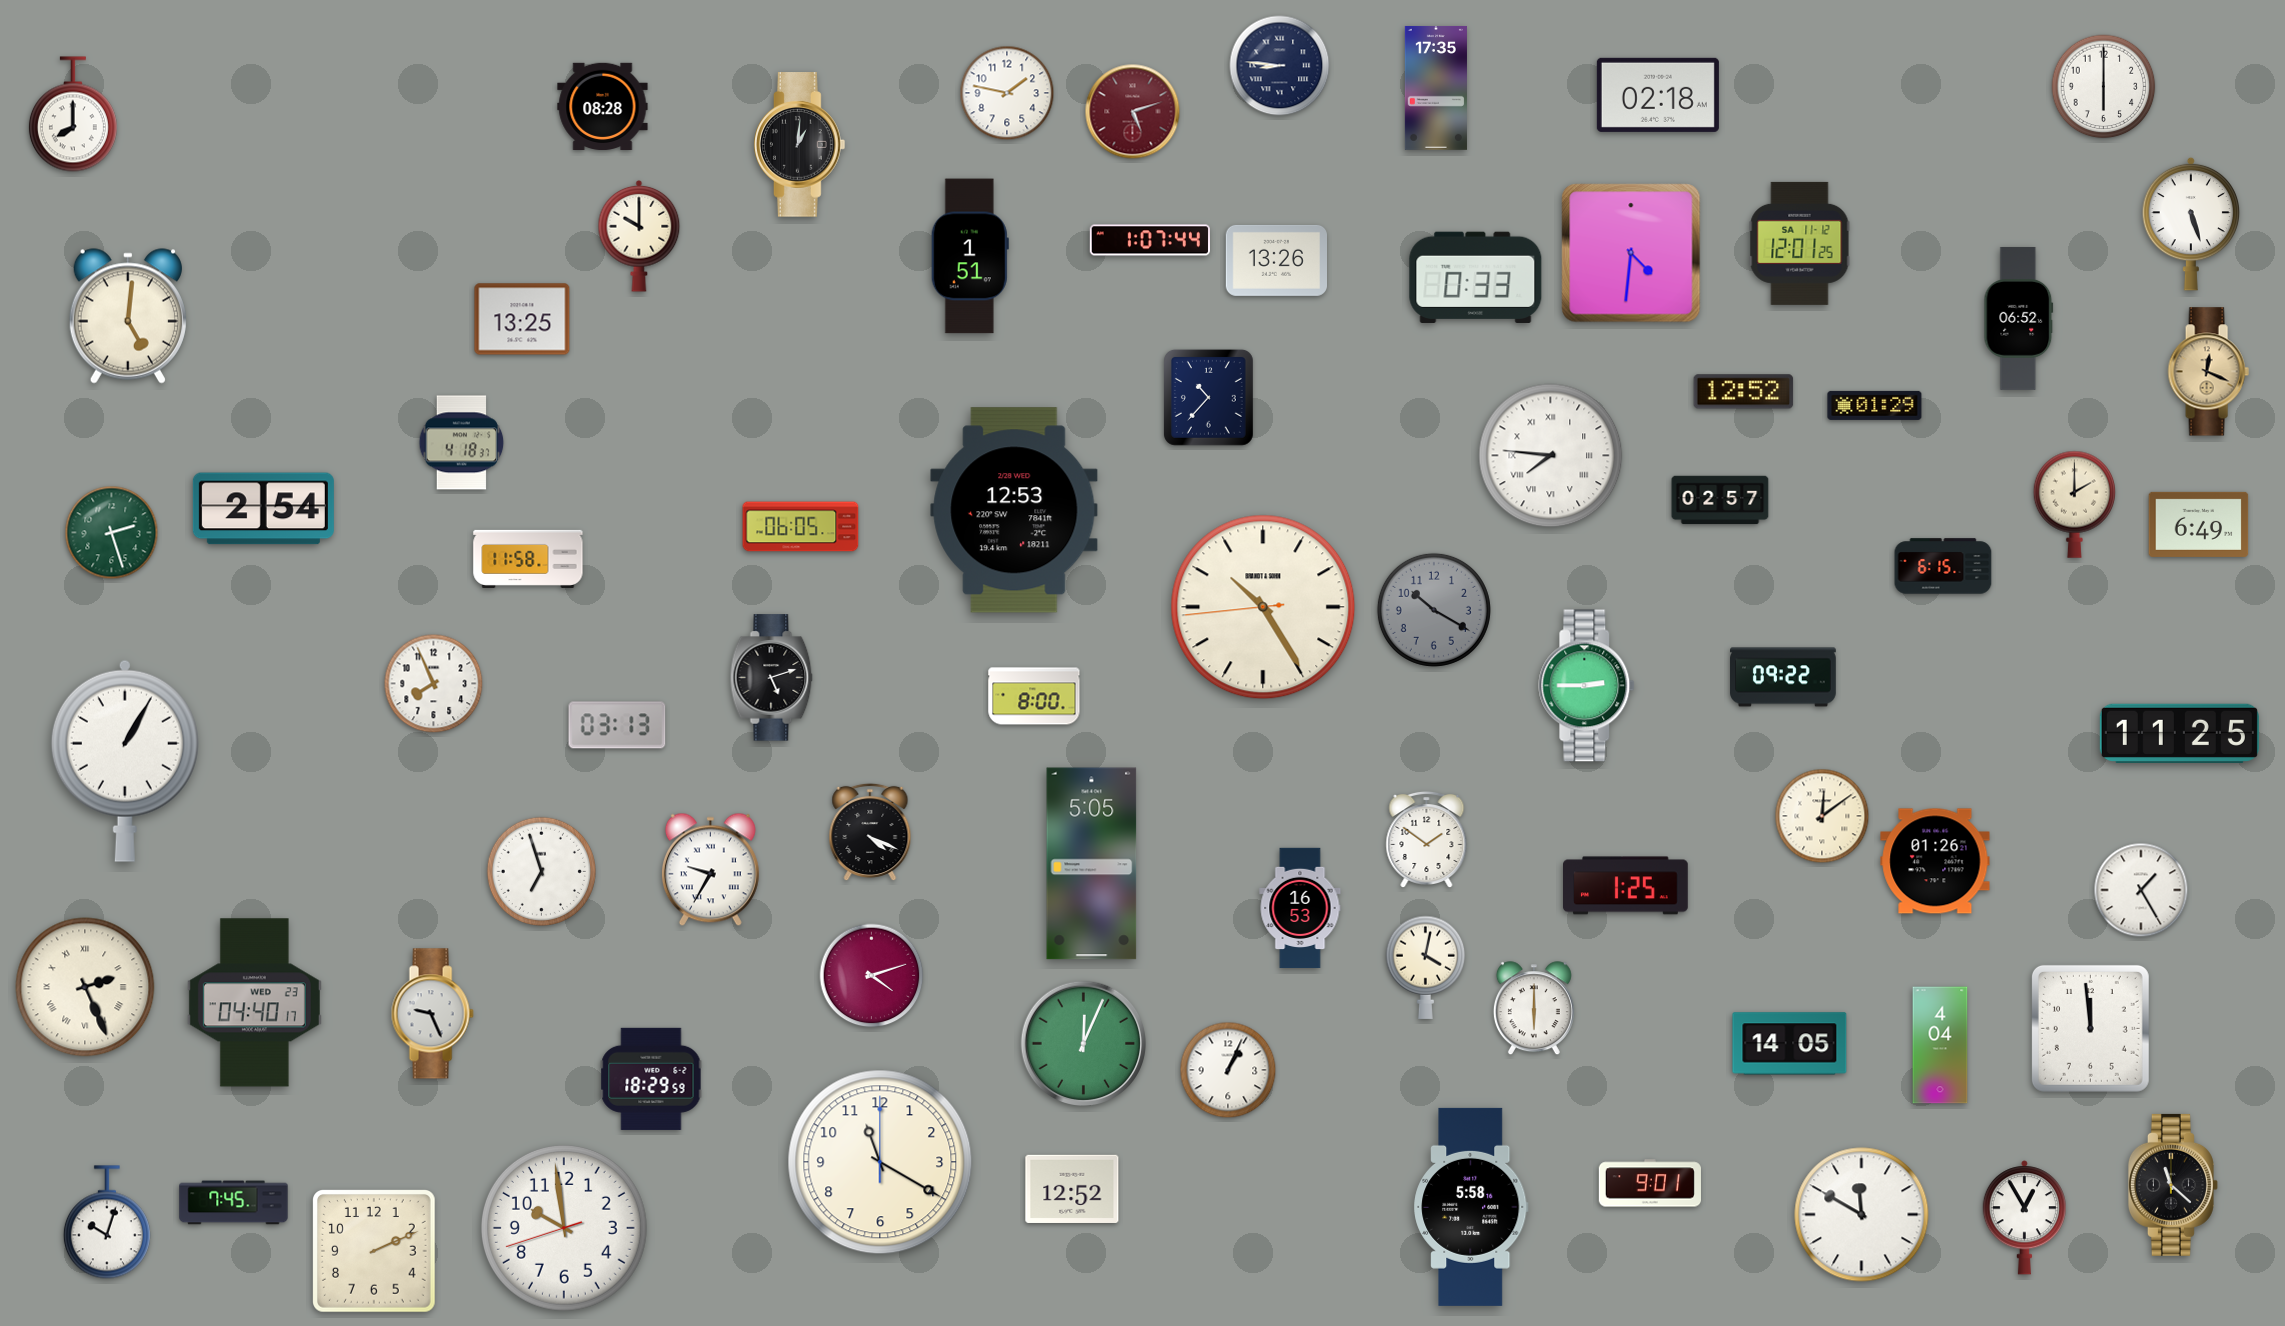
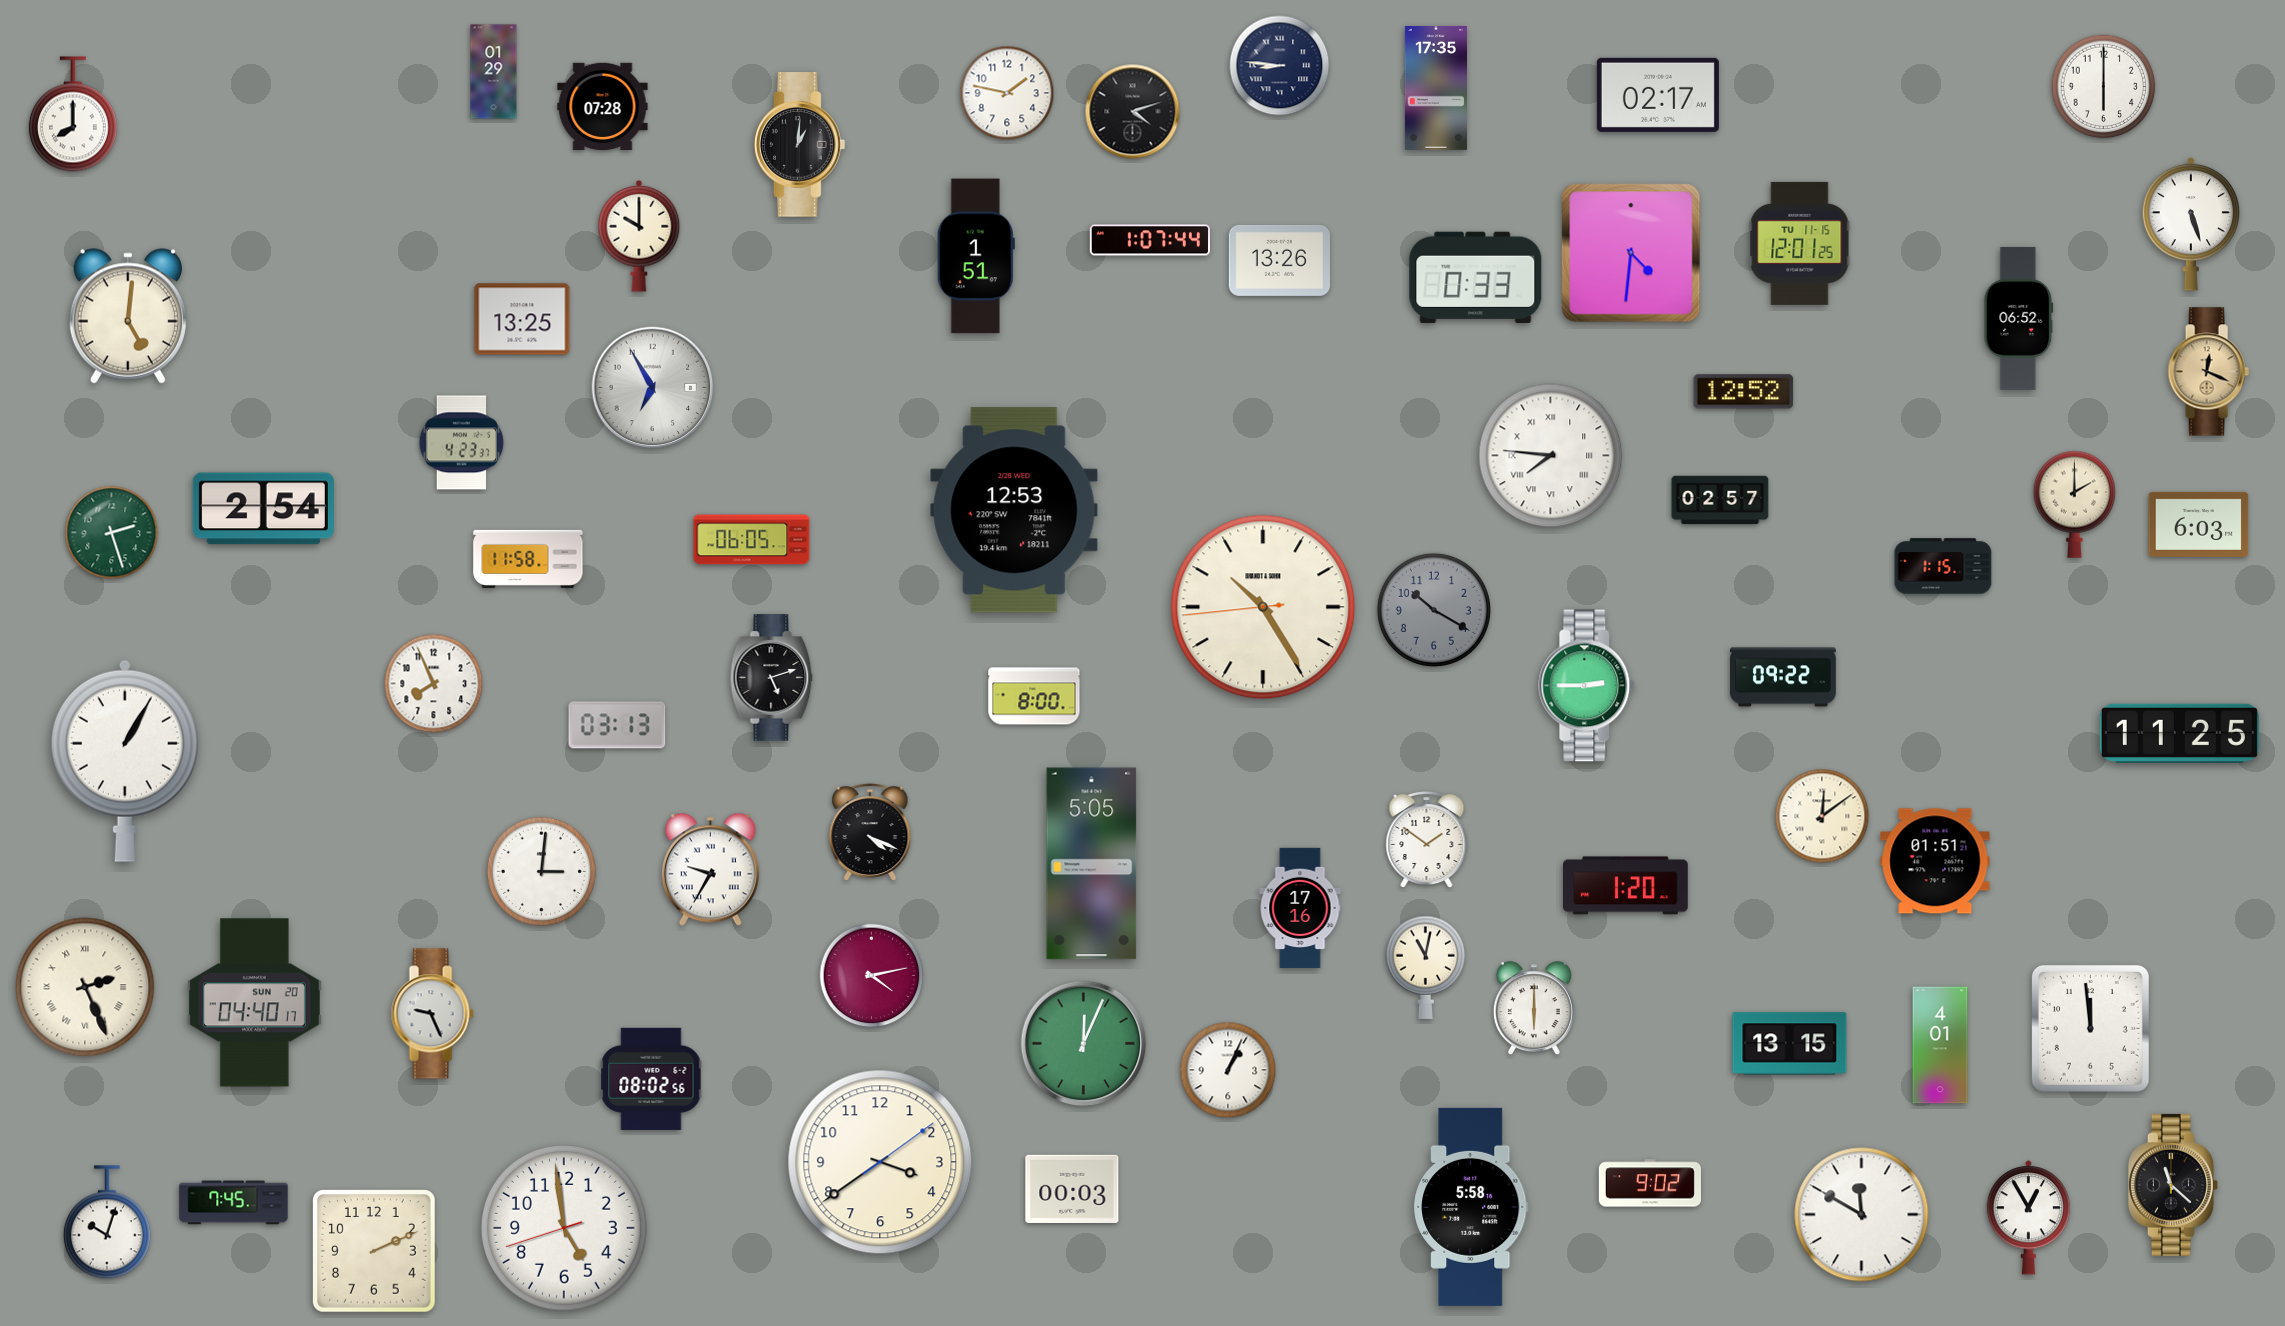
clock at (494, 72): none -> 01:29
clock at (1658, 95): 02:18 -> 02:17
clock at (603, 106): 08:28 -> 07:28
clock at (1133, 112): 5:12 -> 4:12
clock at (1133, 112) dial: burgundy -> black
clock at (1800, 243) date: SA 11-12 -> TU 11-15
clock at (970, 256) position: (970, 256) -> (976, 256)
clock at (1276, 260) position: (1276, 260) -> (1279, 260)
clock at (653, 388): none -> 6:55
clock at (1208, 397): 10:37 -> none
clock at (1875, 405): 01:29 -> none
clock at (462, 443): 4:18 -> 4:23
clock at (2199, 524): 6:49 -> 6:03
clock at (801, 527) position: (801, 527) -> (752, 540)
clock at (1943, 566): 6:15 -> 1:15
clock at (1935, 861): 01:26 -> 01:51
clock at (541, 871): 6:57 -> 3:01
clock at (1626, 886): 1:25 -> 1:20
clock at (2141, 890): 1:25 -> none
clock at (1300, 908): 16:53 -> 17:16
clock at (1426, 967): 4:02 -> 11:02
clock at (872, 976): 4:12 -> 4:13
clock at (254, 1003) date: WED 23 -> SUN 20
clock at (1790, 1044): 14:05 -> 13:15
clock at (1940, 1045): 4:04 -> 4:01
clock at (651, 1079): 18:29 -> 08:02
clock at (880, 1162): 11:20 -> 3:39
clock at (1650, 1183): 9:01 -> 9:02
clock at (1072, 1189): 12:52 -> 00:03
clock at (2024, 1218) position: (2024, 1218) -> (2028, 1218)
clock at (564, 1228): 9:58 -> 4:58
